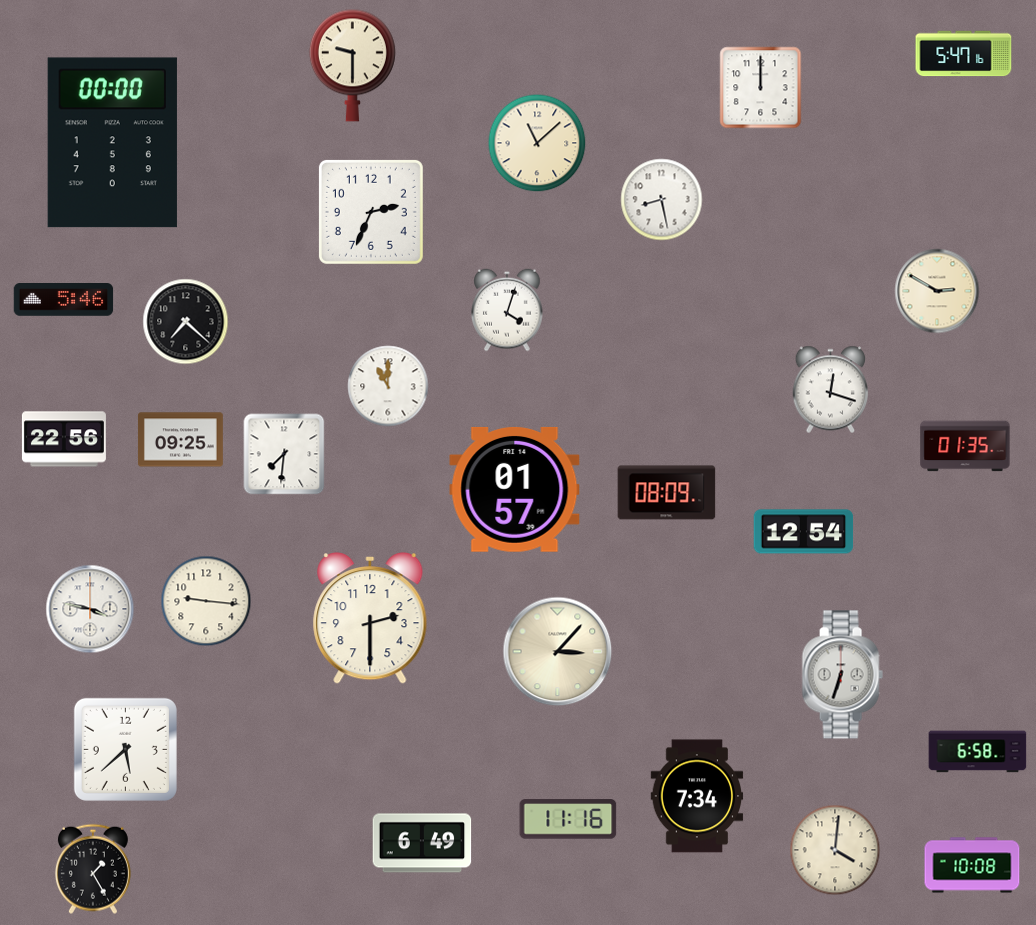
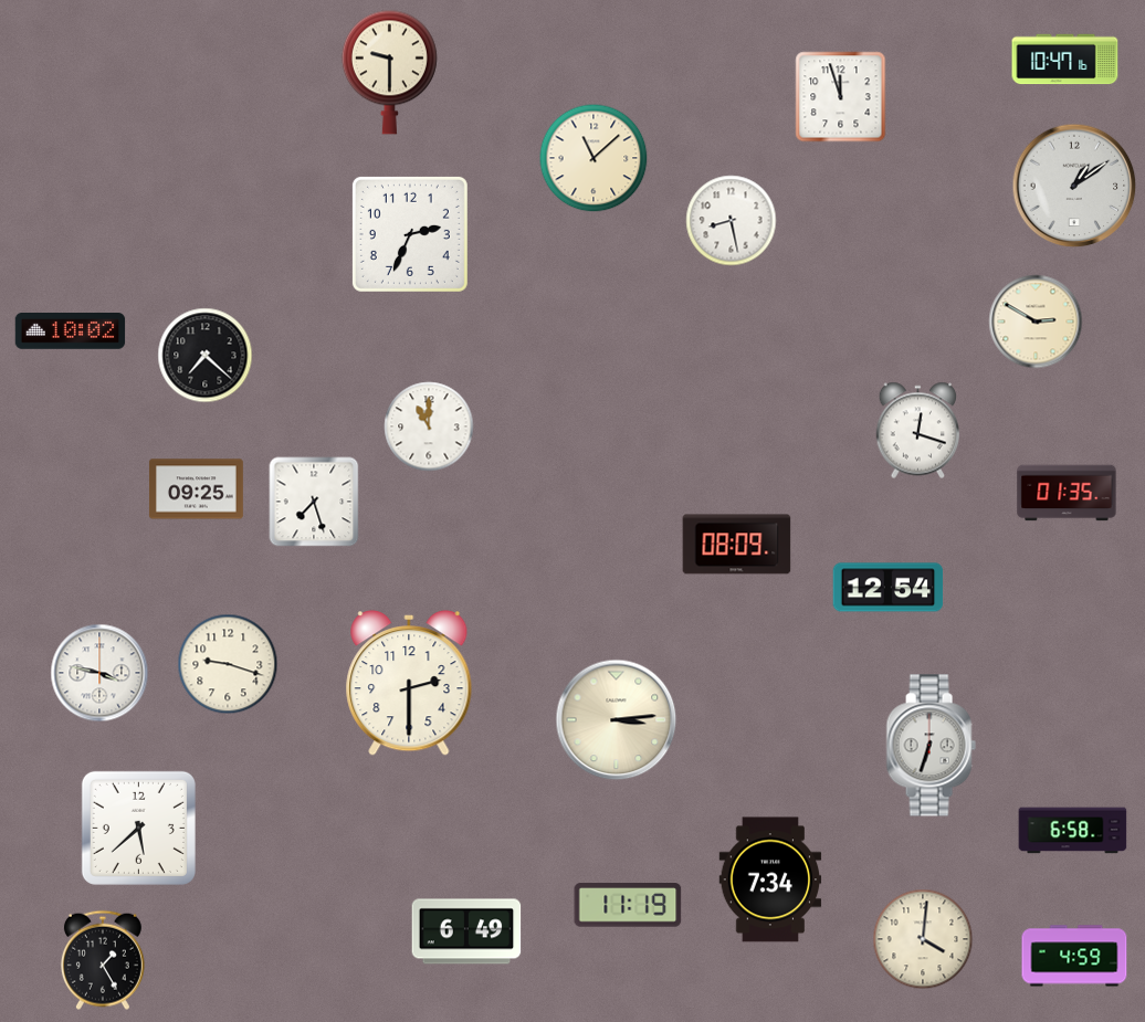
clock at (964, 54): 5:47 -> 10:47
clock at (761, 88): 12:00 -> 11:57
clock at (112, 143): 00:00 -> none
clock at (1074, 186): none -> 1:09
clock at (64, 300): 5:46 -> 10:02
clock at (507, 310): 4:03 -> none
clock at (64, 439): 22:56 -> none
clock at (180, 440) position: (180, 440) -> (196, 489)
clock at (284, 454): 7:31 -> 7:27
clock at (515, 489): 01:57 -> none
clock at (206, 601): 9:16 -> 9:18
clock at (558, 652): 3:07 -> 3:14
clock at (978, 752) position: (978, 752) -> (1073, 831)
clock at (568, 819): 11:16 -> 11:19
clock at (972, 865): 10:08 -> 4:59
